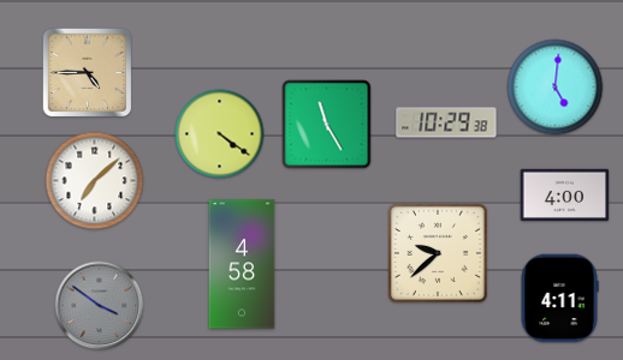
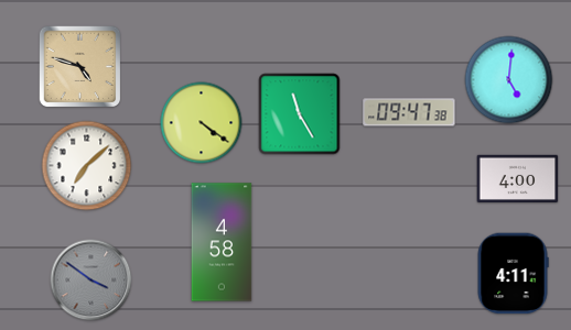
clock at (88, 73): 4:45 -> 4:48
clock at (446, 122): 10:29 -> 09:47
clock at (438, 253): 9:38 -> none
